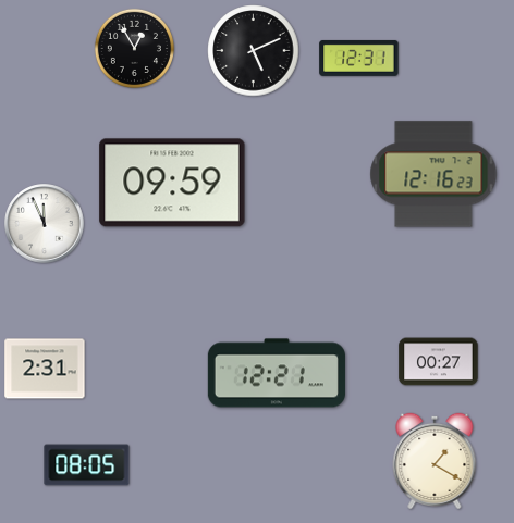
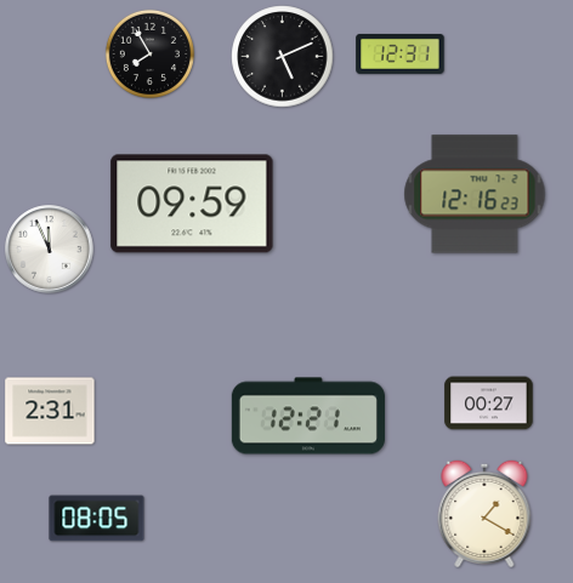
clock at (134, 48): 12:55 -> 7:55
clock at (359, 58) position: (359, 58) -> (401, 53)
clock at (433, 174) position: (433, 174) -> (475, 194)
